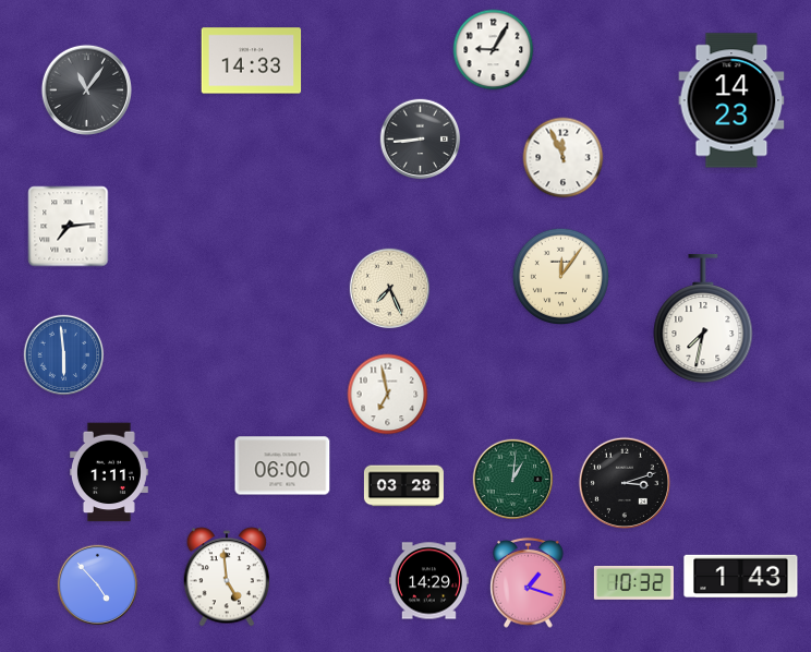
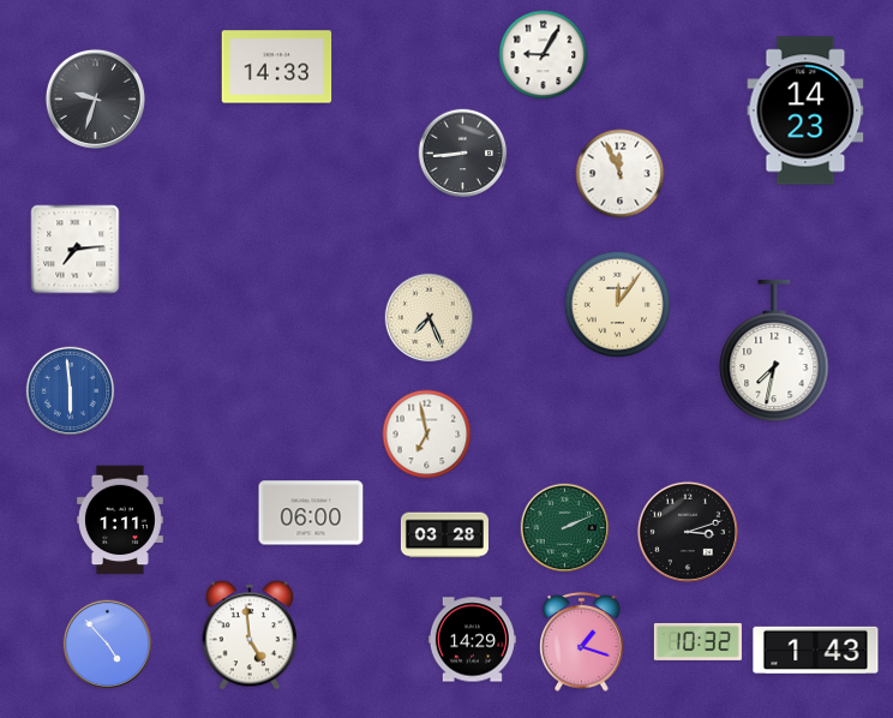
clock at (86, 89): 11:06 -> 9:33
clock at (513, 480): 1:01 -> 2:11
clock at (741, 577) position: (741, 577) -> (816, 651)
